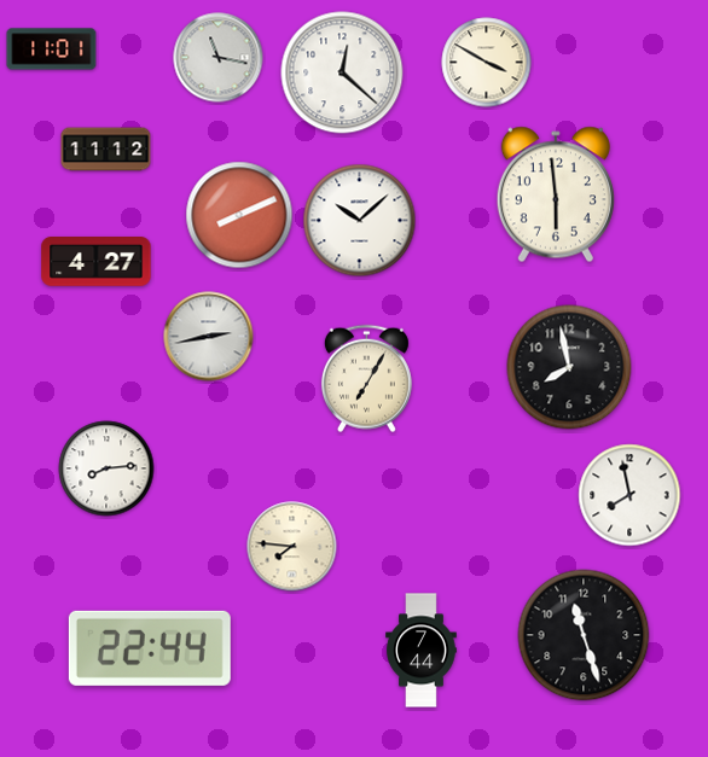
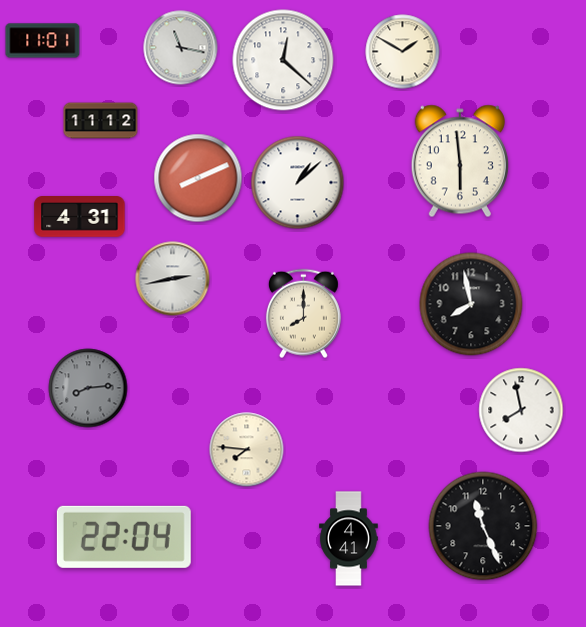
clock at (487, 63): 3:50 -> 1:50
clock at (106, 150) position: (106, 150) -> (101, 121)
clock at (360, 221): 10:08 -> 1:08
clock at (97, 262): 4:27 -> 4:31
clock at (366, 379): 7:05 -> 8:00
clock at (106, 468) dial: white -> grey
clock at (292, 547) position: (292, 547) -> (247, 450)
clock at (584, 635): 11:27 -> 11:26
clock at (150, 648): 22:44 -> 22:04
clock at (422, 651): 7:44 -> 4:41
